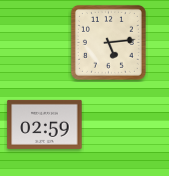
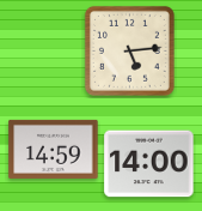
clock at (45, 124): 02:59 -> 14:59
clock at (149, 164): none -> 14:00
